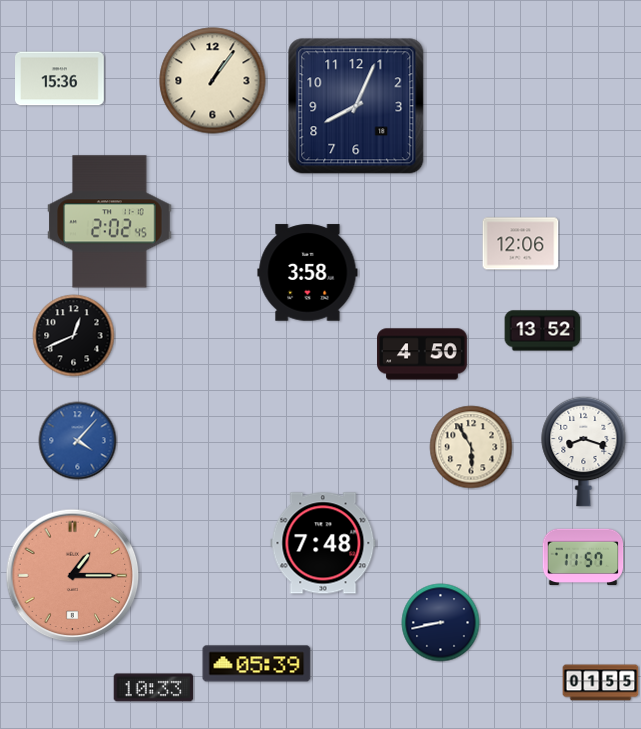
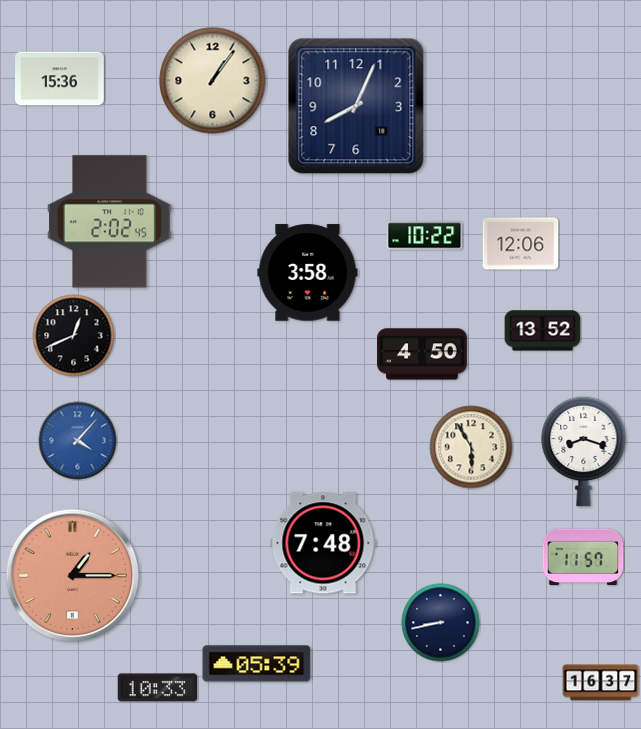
clock at (425, 236): none -> 10:22
clock at (601, 683): 01:55 -> 16:37
clock at (154, 688) position: (154, 688) -> (158, 688)
